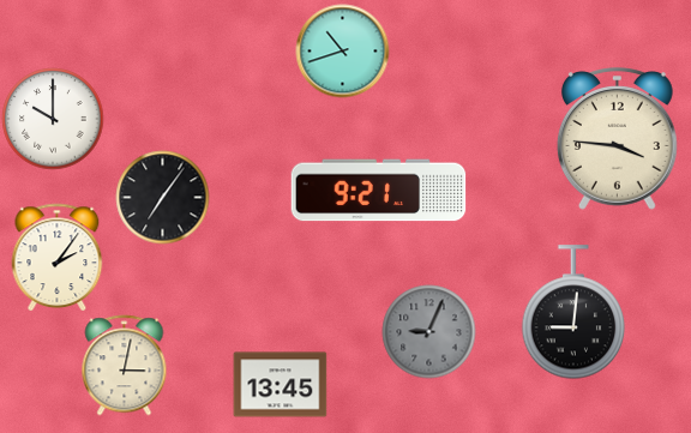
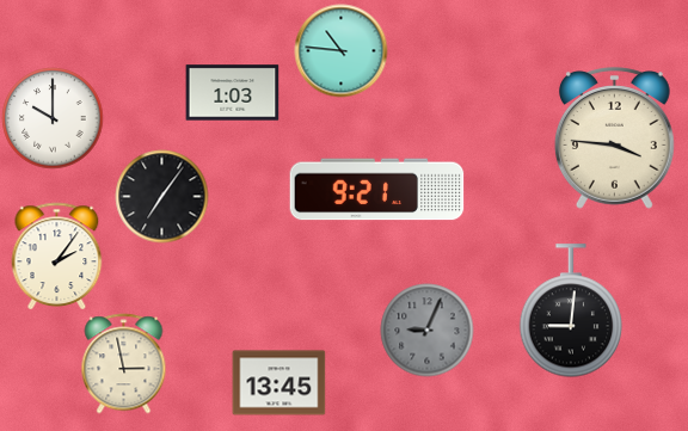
clock at (342, 50): 10:42 -> 10:46
clock at (232, 93): none -> 1:03
clock at (125, 365): 3:02 -> 2:58
